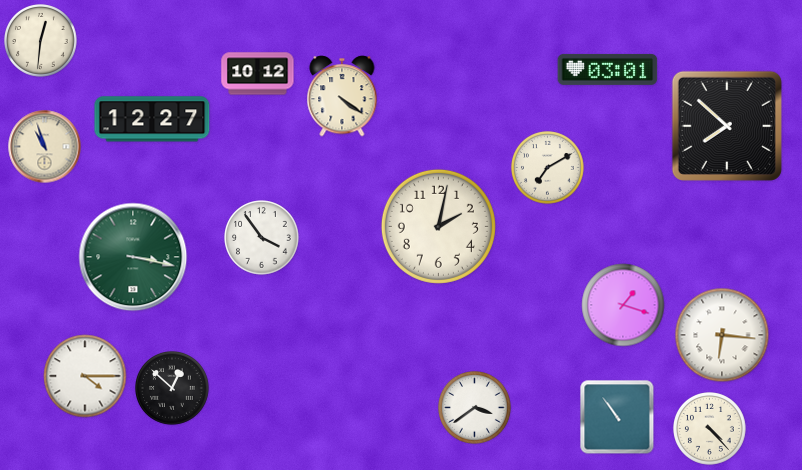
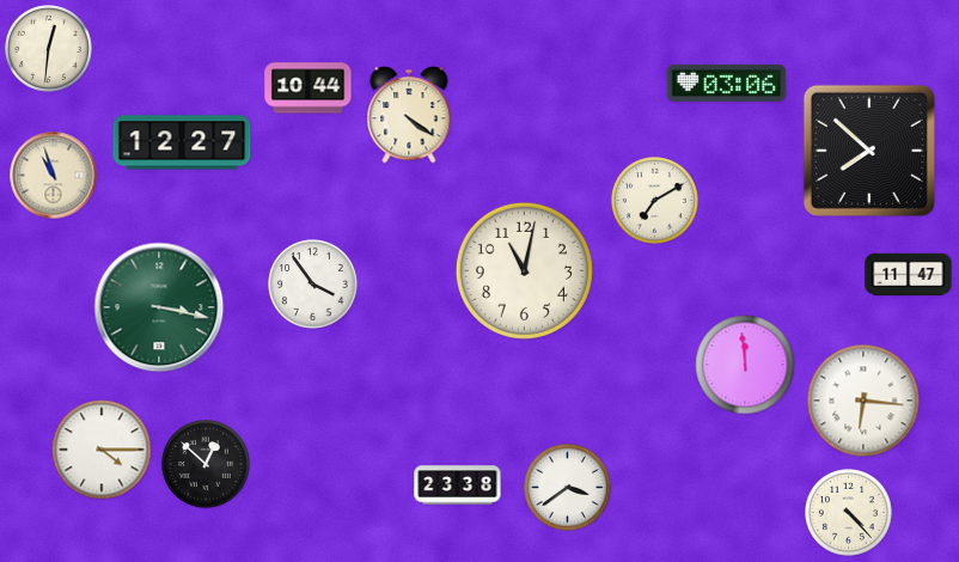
clock at (608, 69): 03:01 -> 03:06
clock at (258, 74): 10:12 -> 10:44
clock at (438, 226): 2:02 -> 11:02
clock at (909, 274): none -> 11:47
clock at (623, 305): 1:18 -> 11:59
clock at (458, 485): none -> 23:38
clock at (617, 417): 10:54 -> none
